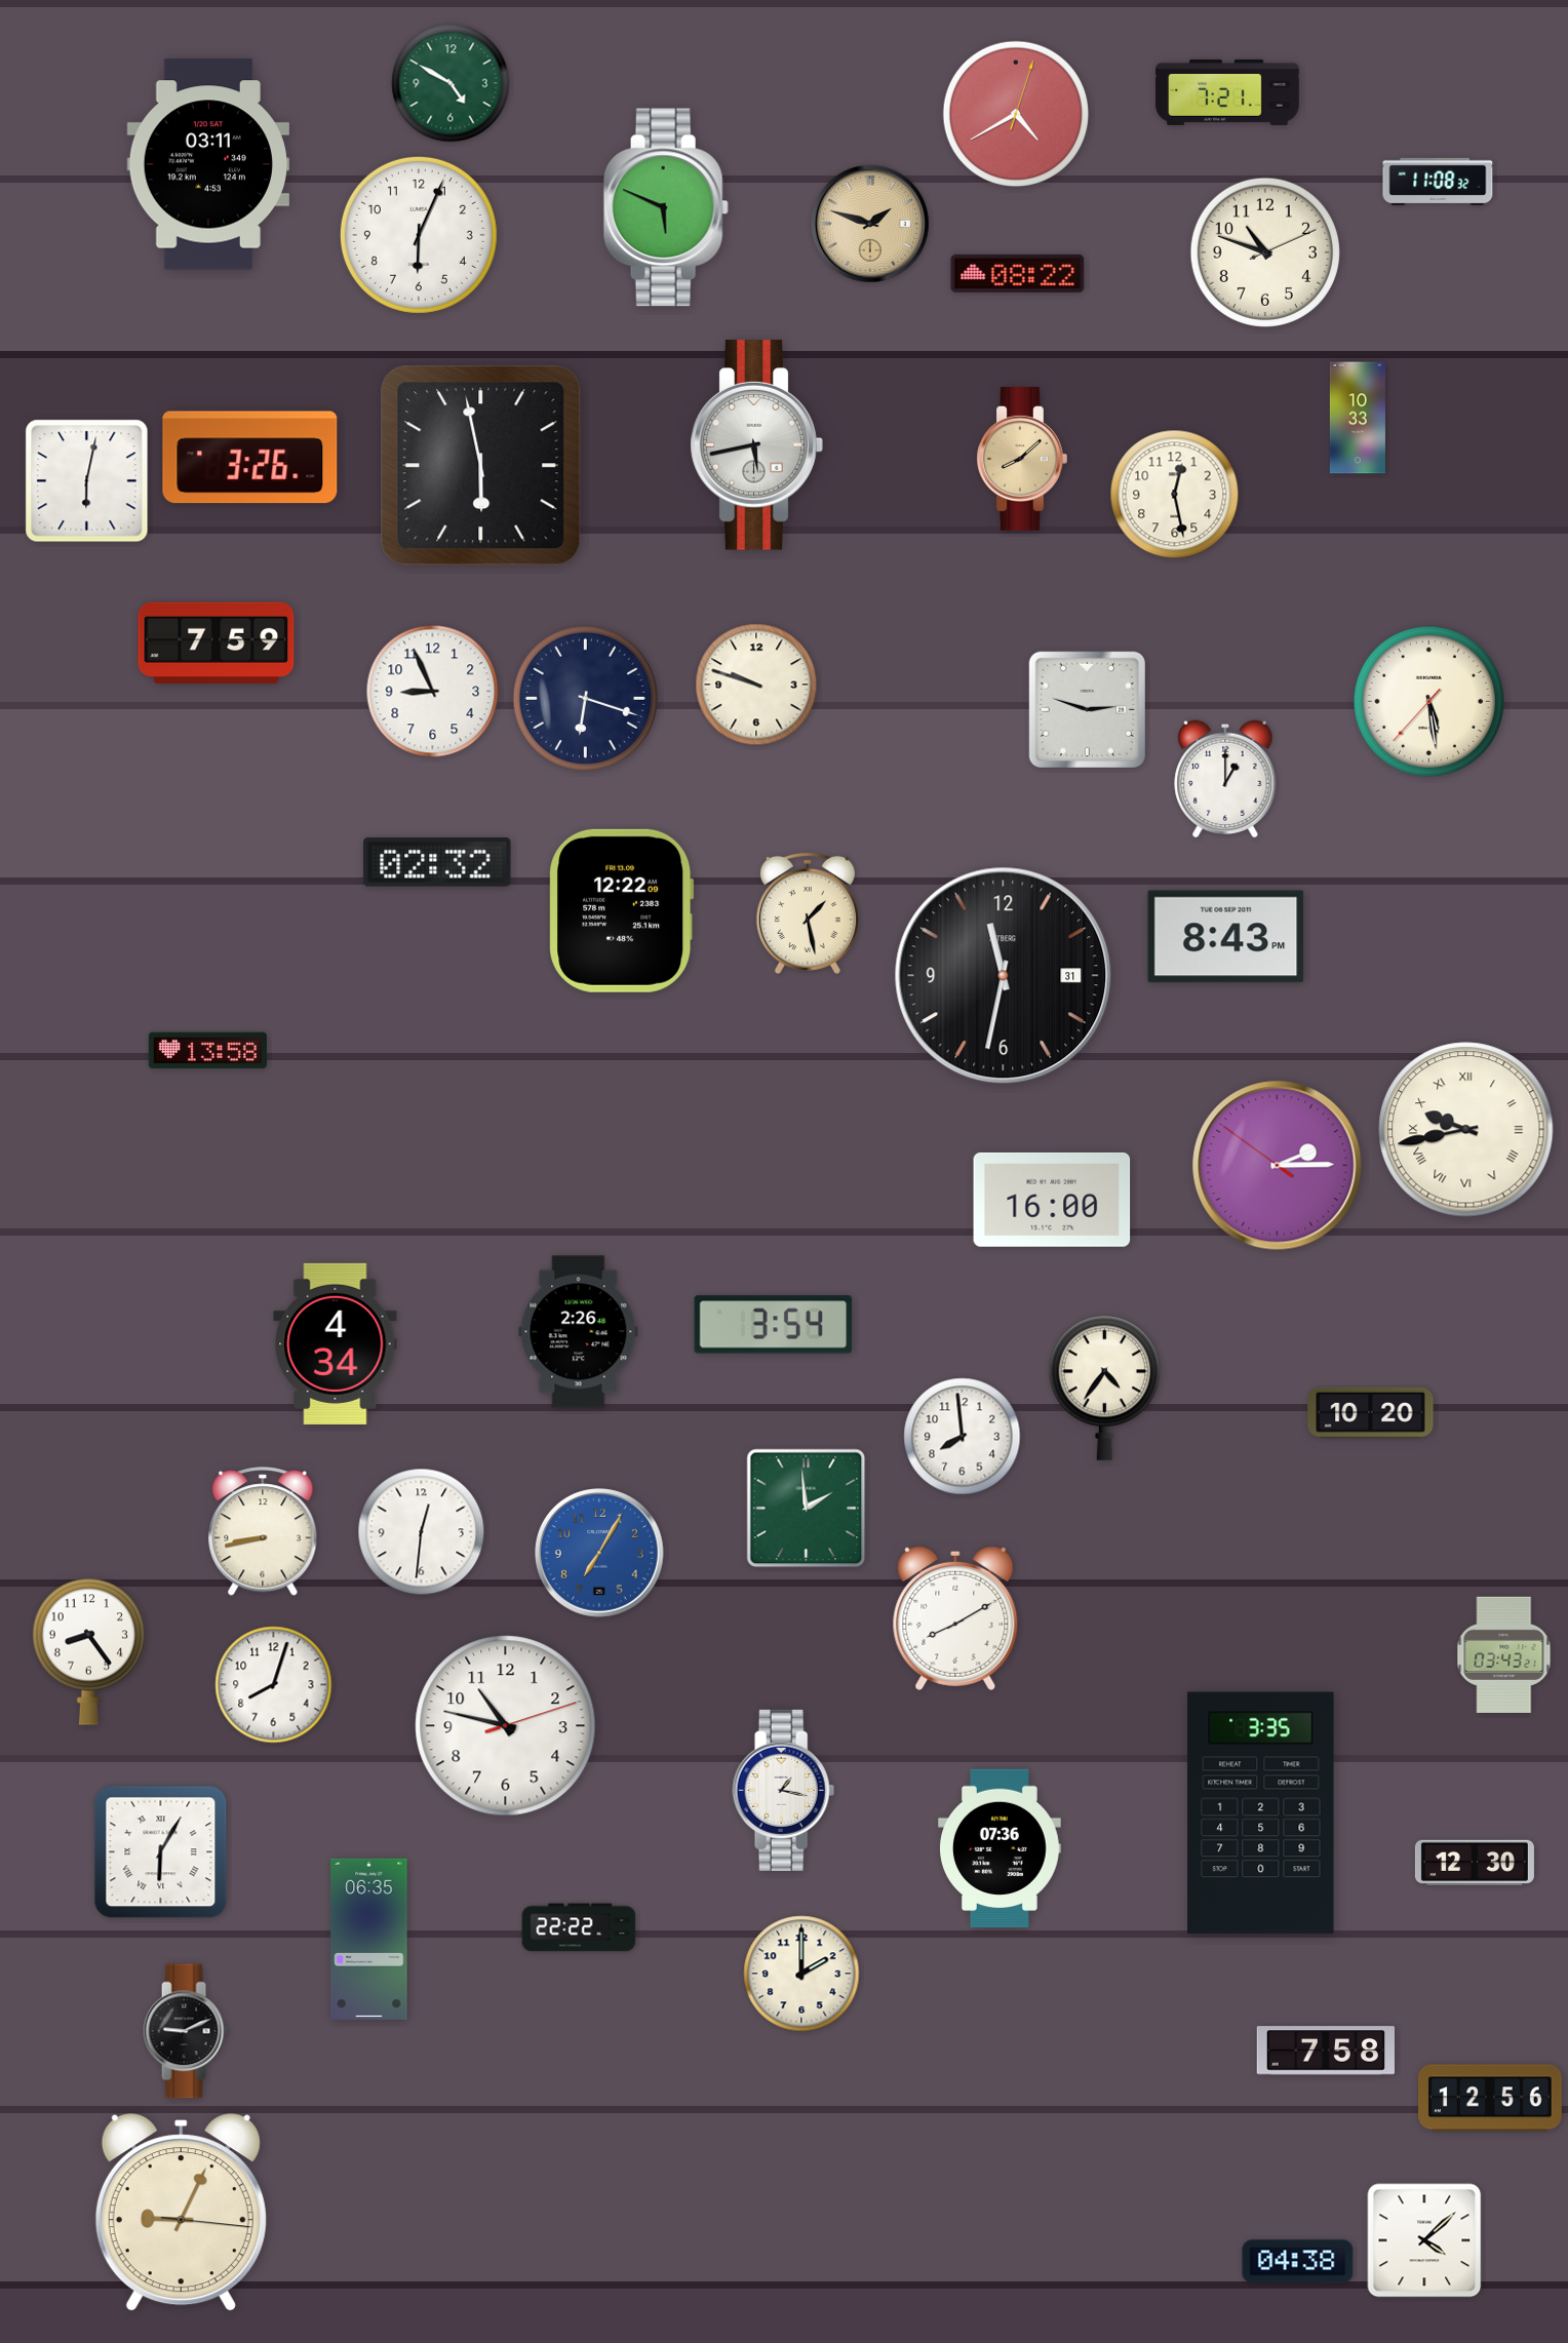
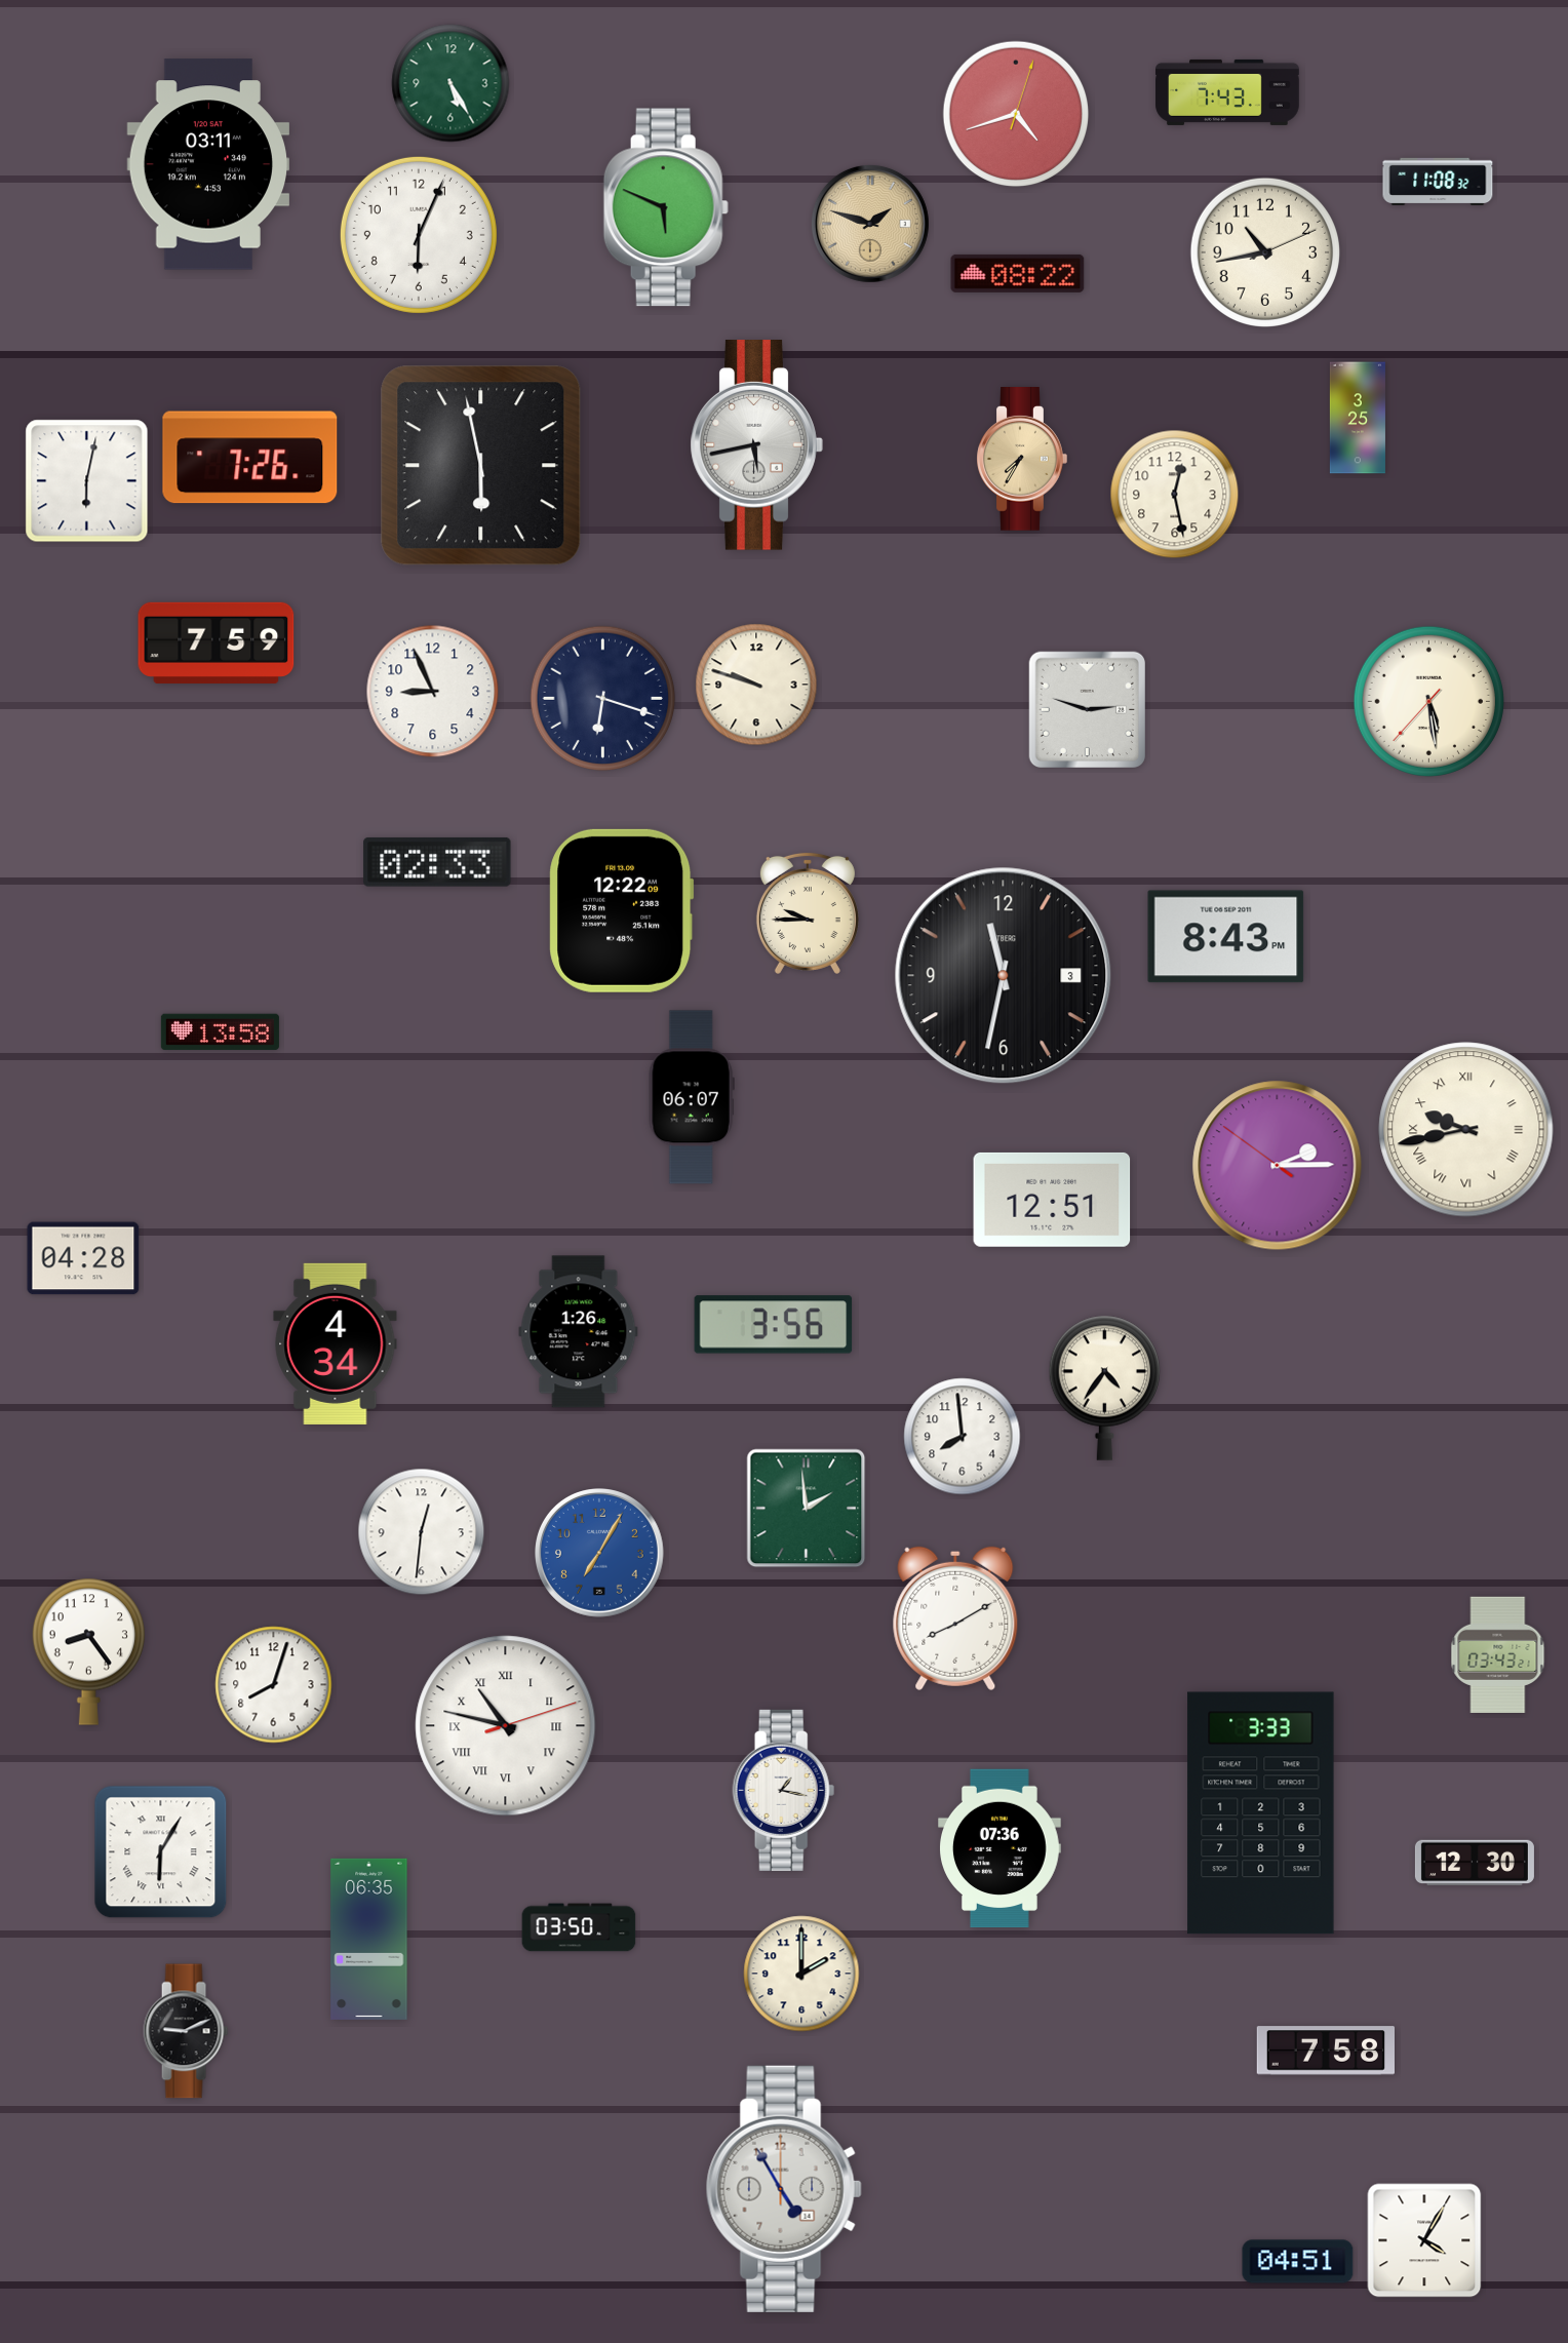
clock at (450, 83): 4:50 -> 5:25
clock at (1227, 92): 7:21 -> 7:43
clock at (1016, 114): 4:40 -> 4:42
clock at (1265, 252): 10:48 -> 10:43
clock at (1358, 418): 10:33 -> 3:25
clock at (250, 458): 3:26 -> 7:26
clock at (1022, 460): 8:08 -> 7:35
clock at (586, 699) position: (586, 699) -> (603, 699)
clock at (1225, 779): 1:00 -> none
clock at (437, 862): 02:32 -> 02:33
clock at (808, 913): 1:28 -> 9:45
clock at (1004, 976) date: 31 -> 3
clock at (207, 1051) position: (207, 1051) -> (220, 1032)
clock at (692, 1097): none -> 06:07
clock at (1052, 1200): 16:00 -> 12:51
clock at (83, 1258): none -> 04:28
clock at (774, 1325): 3:54 -> 3:56
clock at (579, 1332): 2:26 -> 1:26
clock at (1371, 1412): 10:20 -> none
clock at (263, 1532): 8:43 -> none
clock at (1504, 1654) position: (1504, 1654) -> (1498, 1654)
clock at (506, 1726) numerals: Arabic -> Roman
clock at (1261, 1813): 3:35 -> 3:33
clock at (579, 1927): 22:22 -> 03:50
clock at (1491, 2098): 12:56 -> none
clock at (784, 2189): none -> 4:55
clock at (181, 2213): 9:04 -> none
clock at (1424, 2240): 4:08 -> 4:05
clock at (1298, 2262): 04:38 -> 04:51
